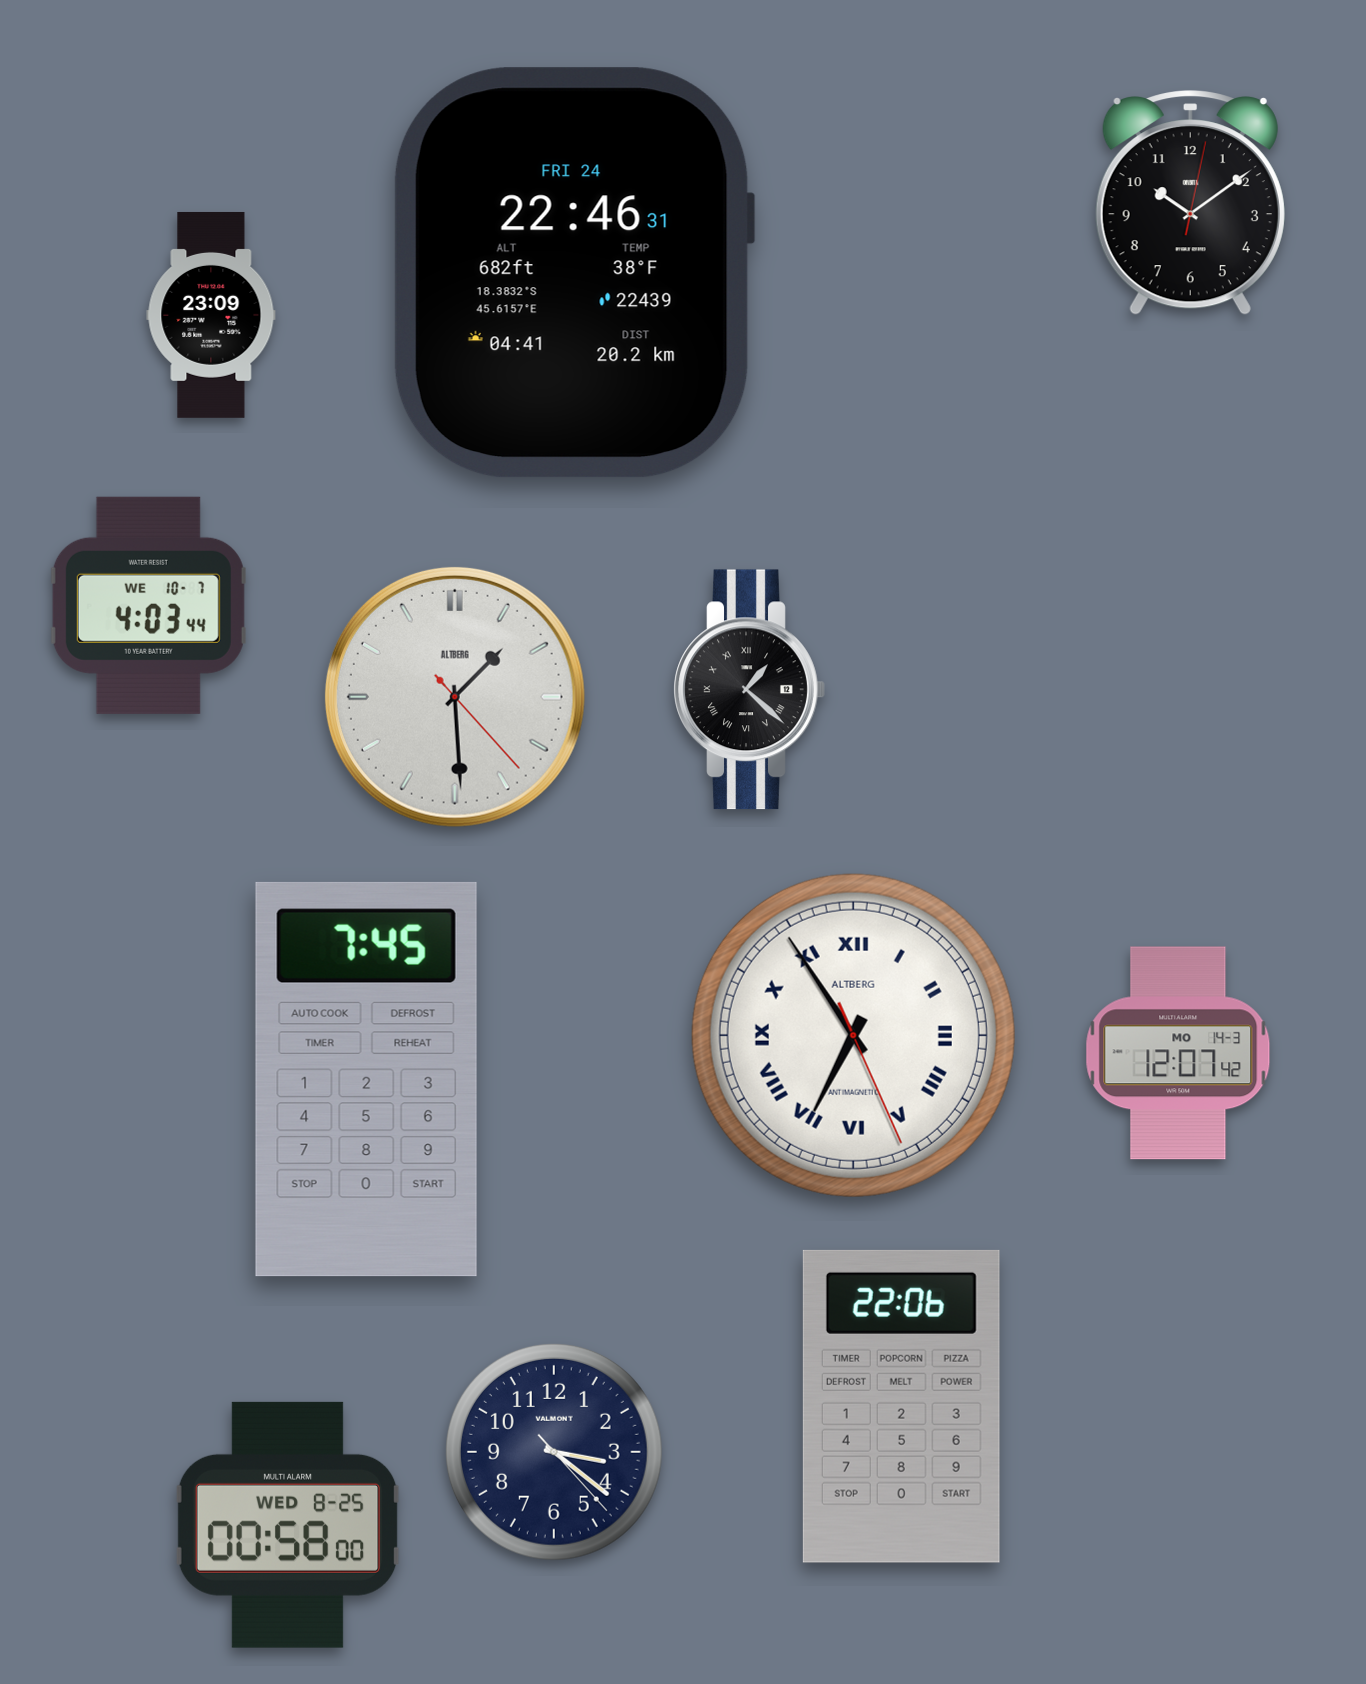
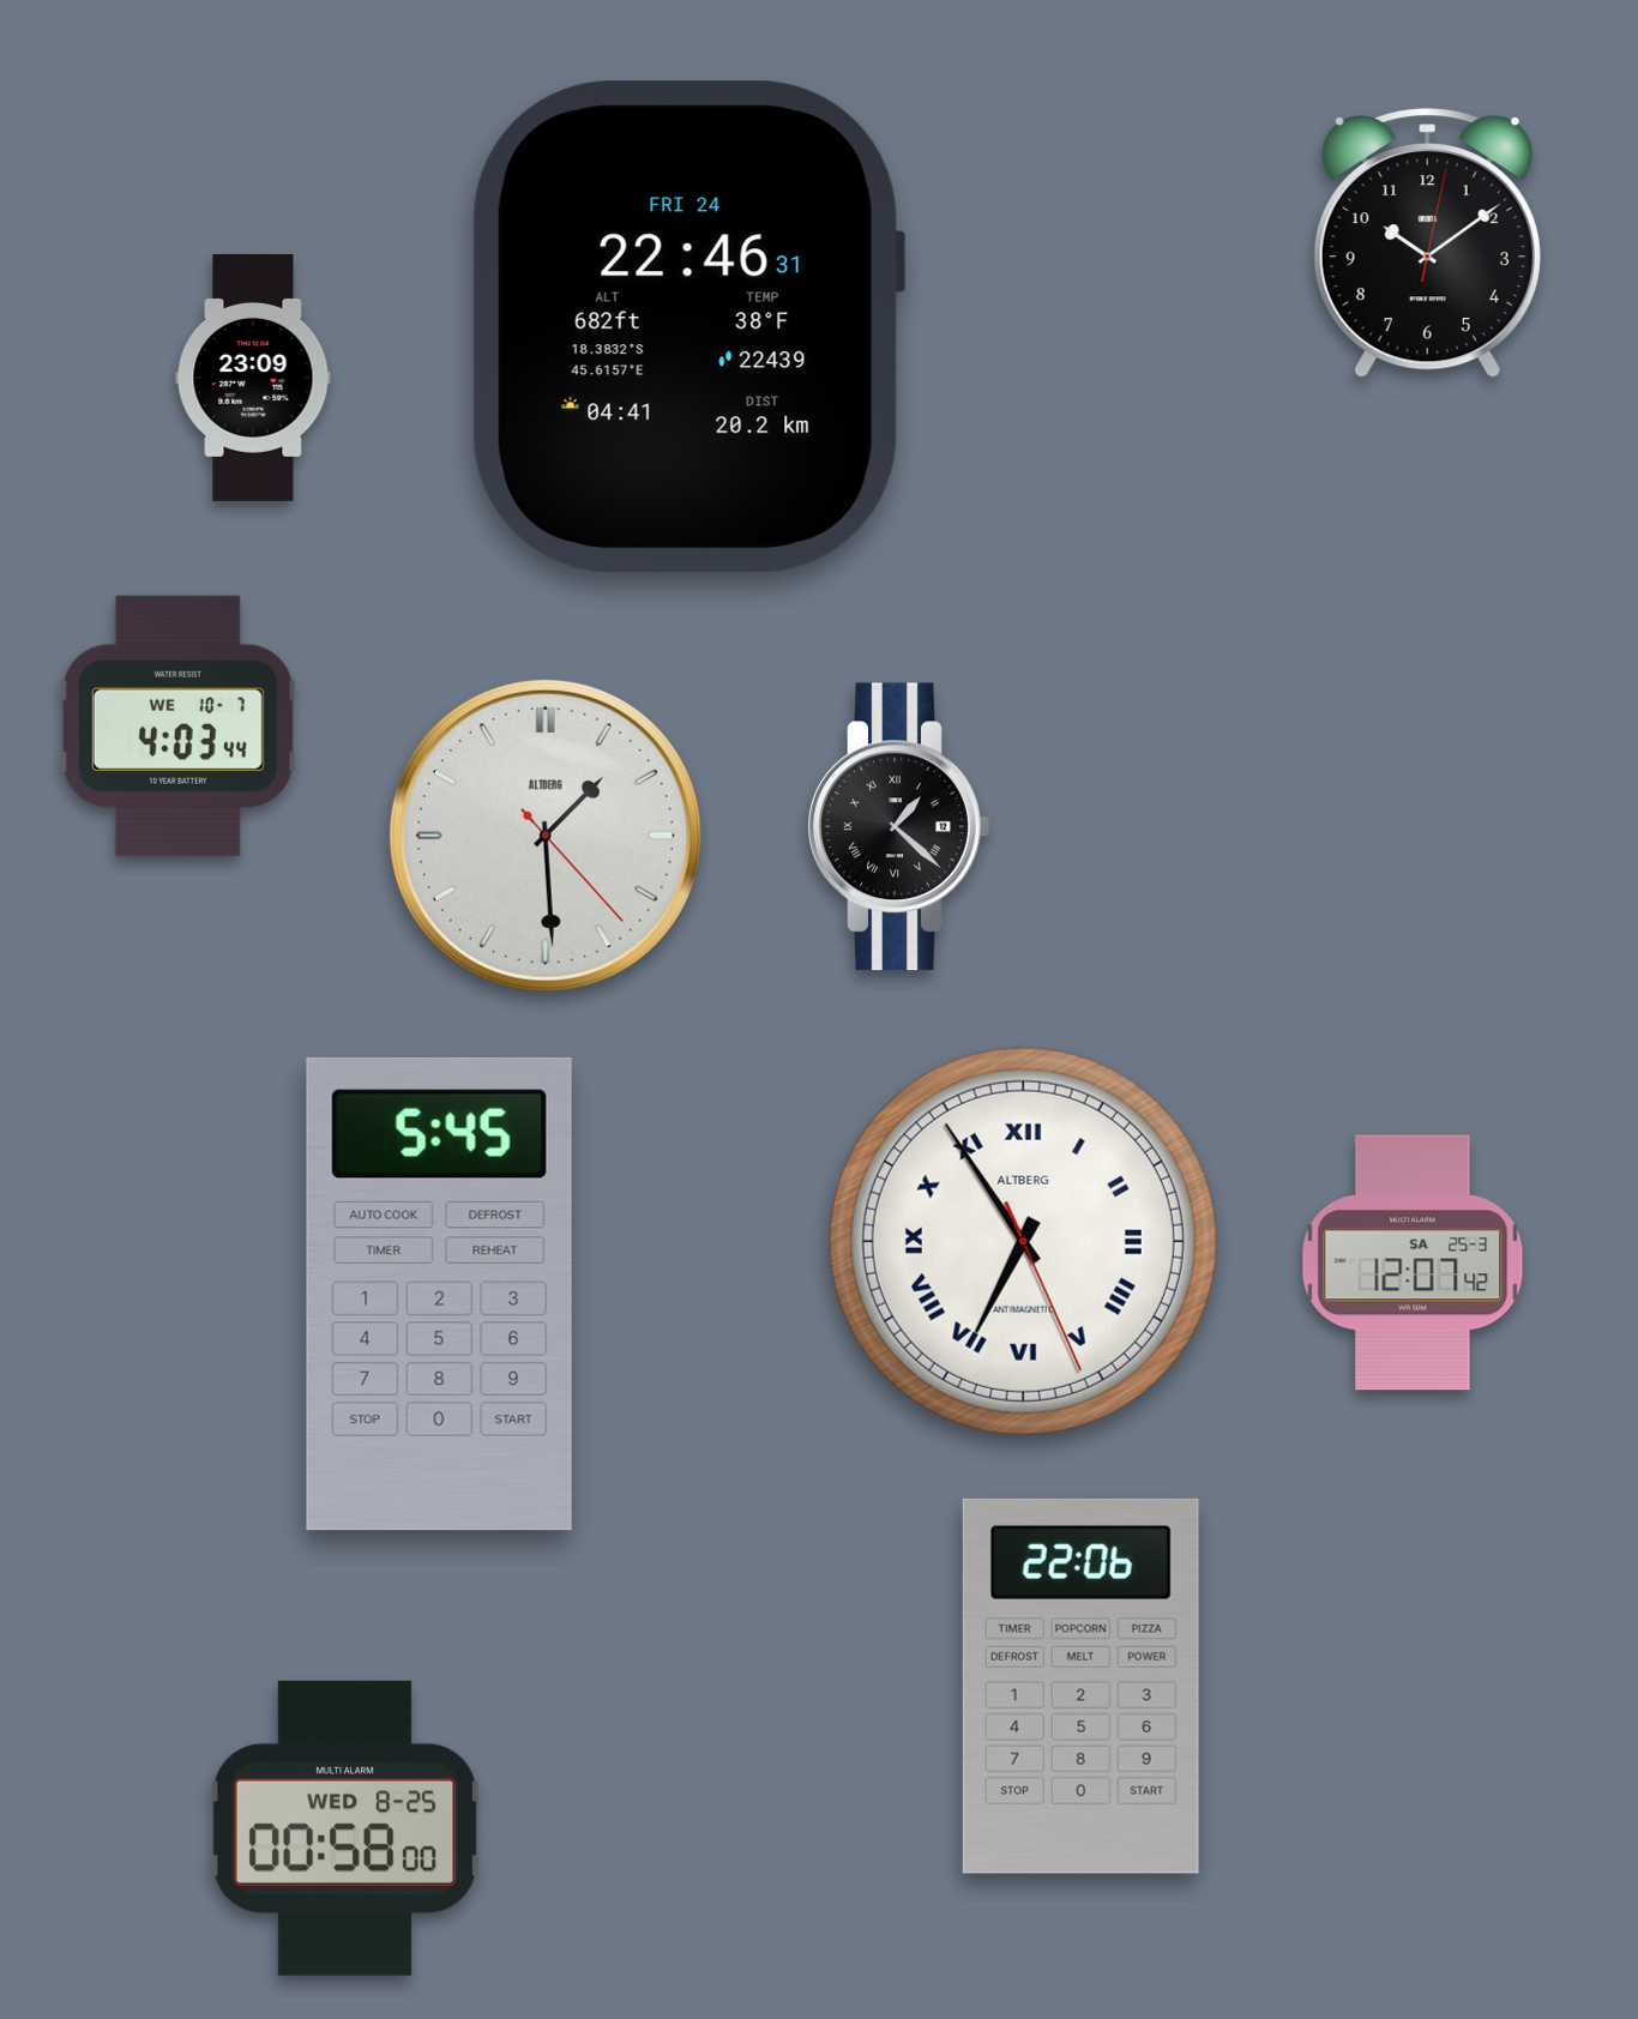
clock at (1178, 1053) date: MO 14-3 -> SA 25-3
clock at (366, 1079): 7:45 -> 5:45
clock at (554, 1452): 3:21 -> none
